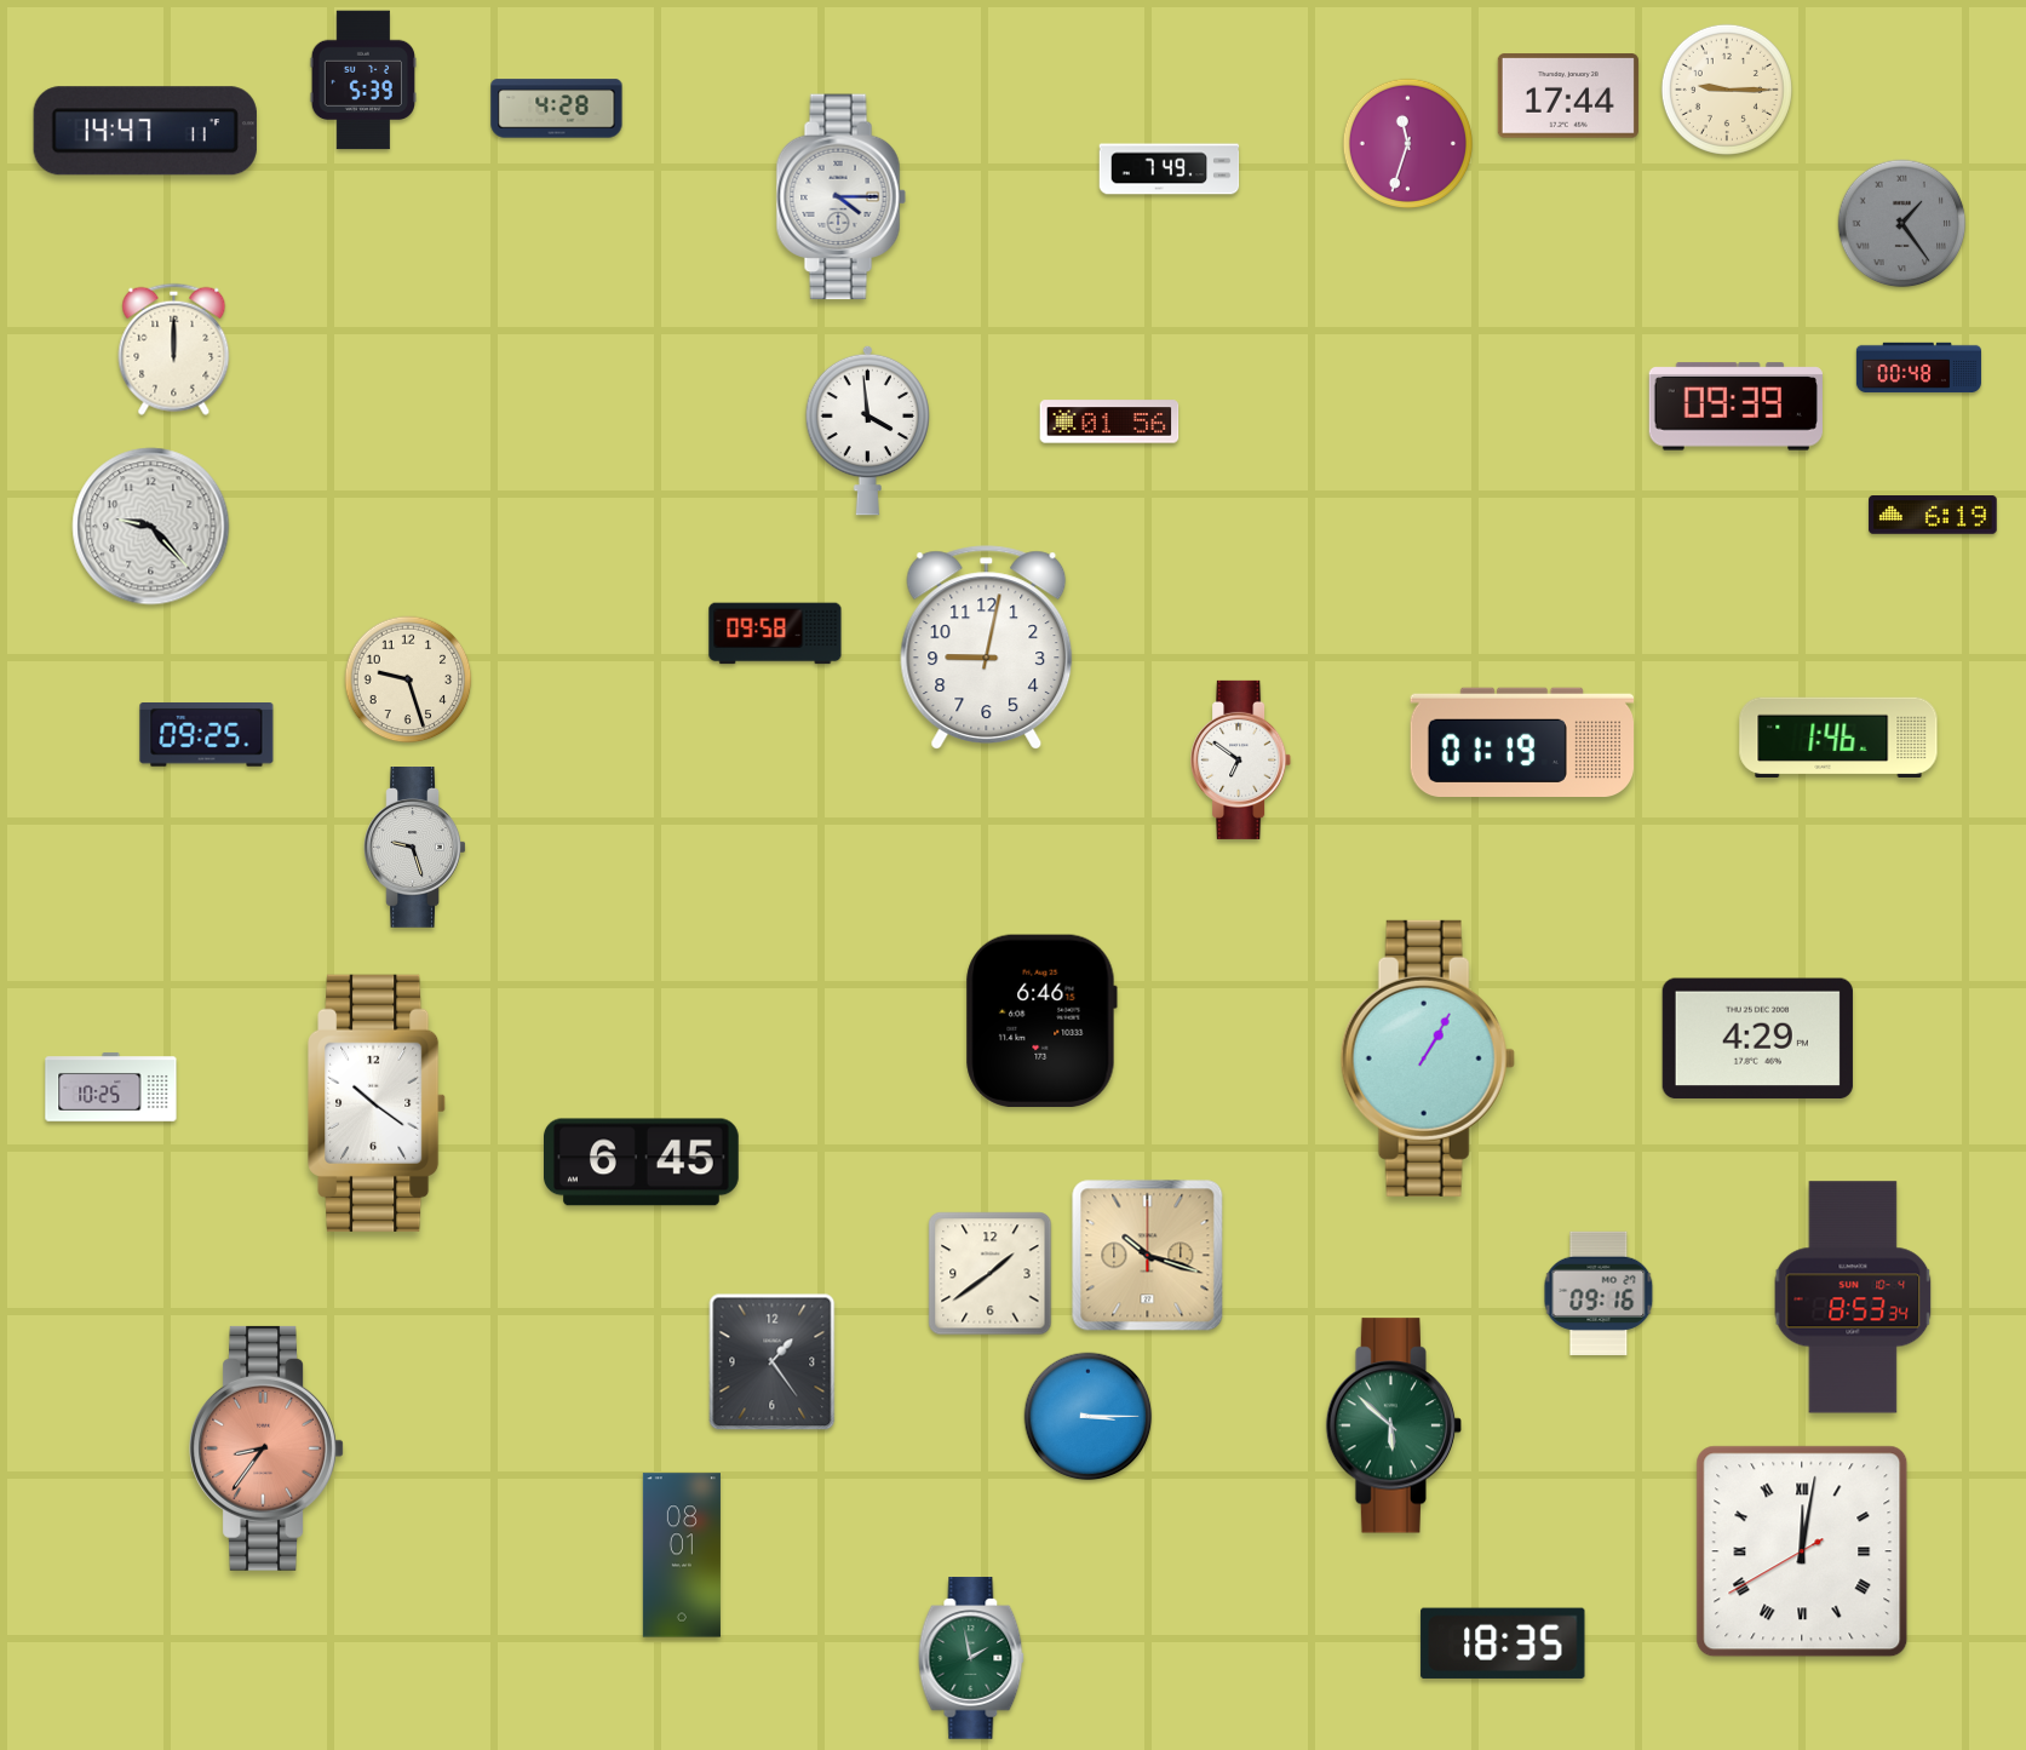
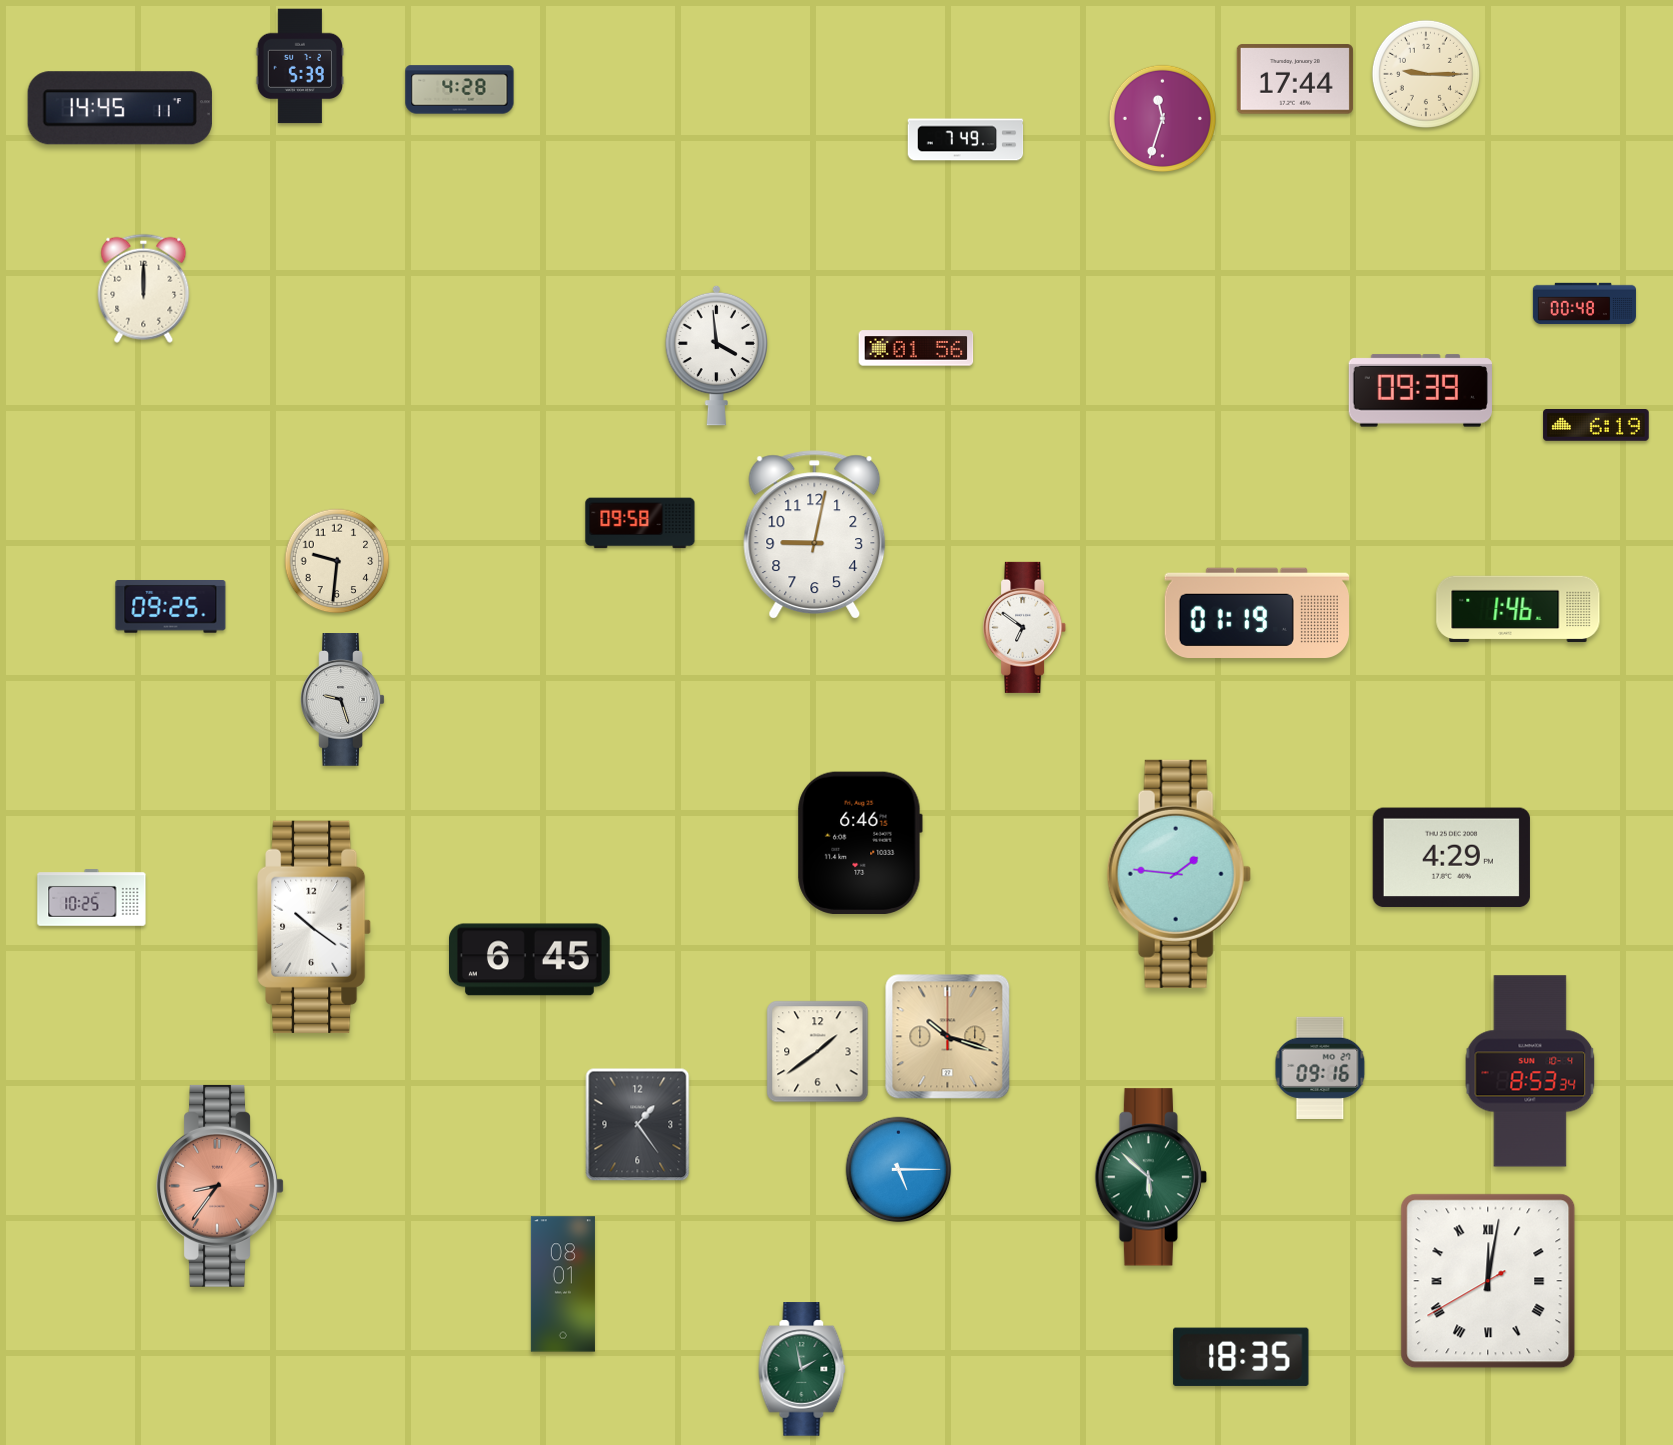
clock at (145, 131): 14:47 -> 14:45
clock at (840, 197): 4:15 -> none
clock at (1902, 224): 1:24 -> none
clock at (1735, 407) position: (1735, 407) -> (1420, 391)
clock at (151, 527): 9:23 -> none
clock at (408, 679): 9:27 -> 9:31
clock at (1428, 1058): 1:05 -> 1:46
clock at (378, 1103) position: (378, 1103) -> (315, 927)
clock at (1089, 1417): 3:15 -> 5:15
clock at (266, 1448) position: (266, 1448) -> (220, 1186)
